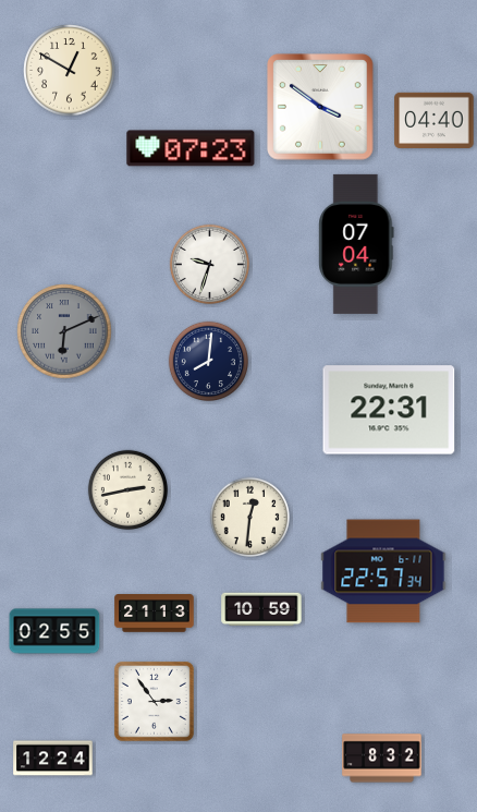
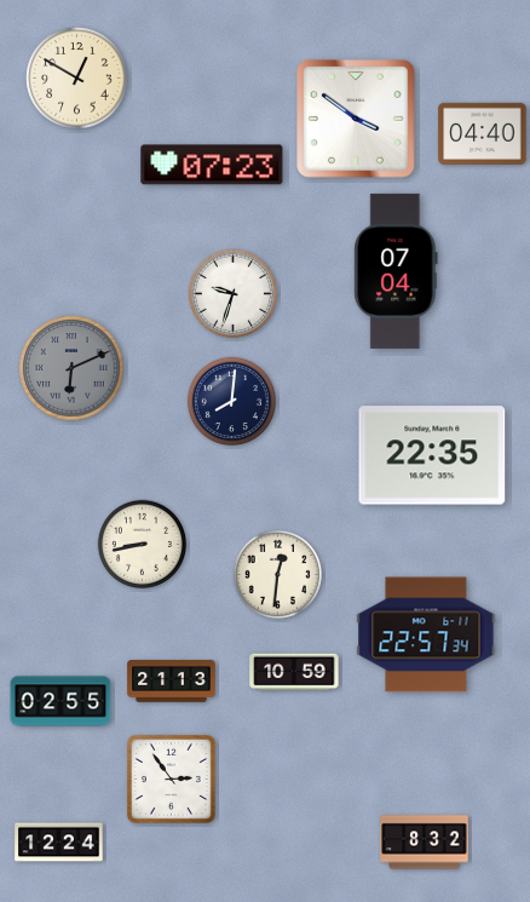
clock at (389, 410): 22:31 -> 22:35
clock at (127, 489): 2:43 -> 8:43
clock at (261, 609) position: (261, 609) -> (294, 672)
